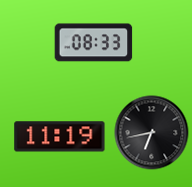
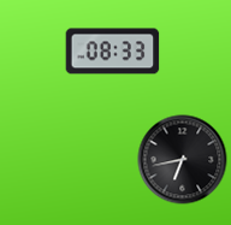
clock at (60, 137): 11:19 -> none
